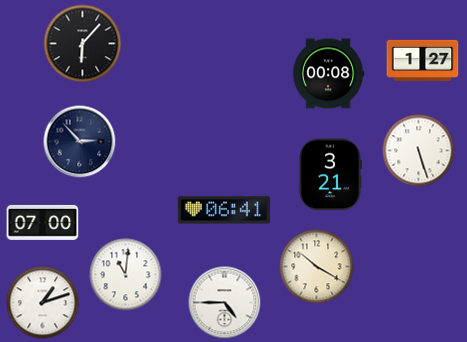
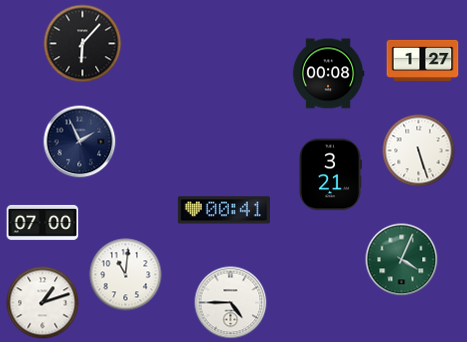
clock at (80, 142): 2:53 -> 1:56
clock at (224, 210): 06:41 -> 00:41
clock at (402, 260): none -> 4:04
clock at (317, 267): 10:20 -> none
clock at (225, 303) position: (225, 303) -> (231, 303)
